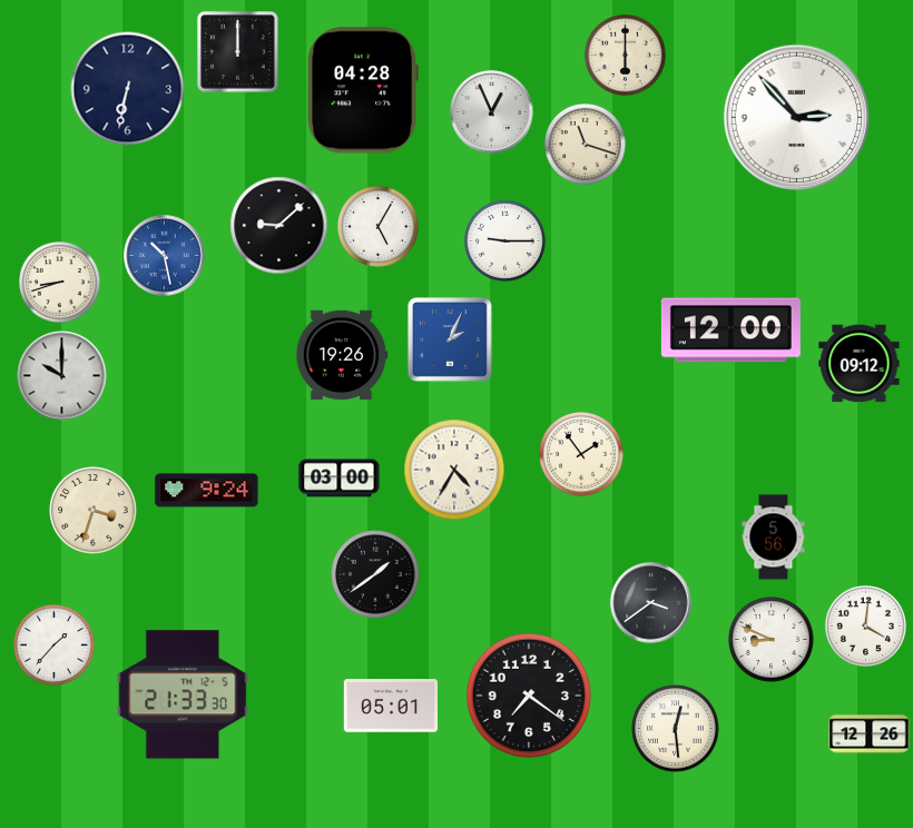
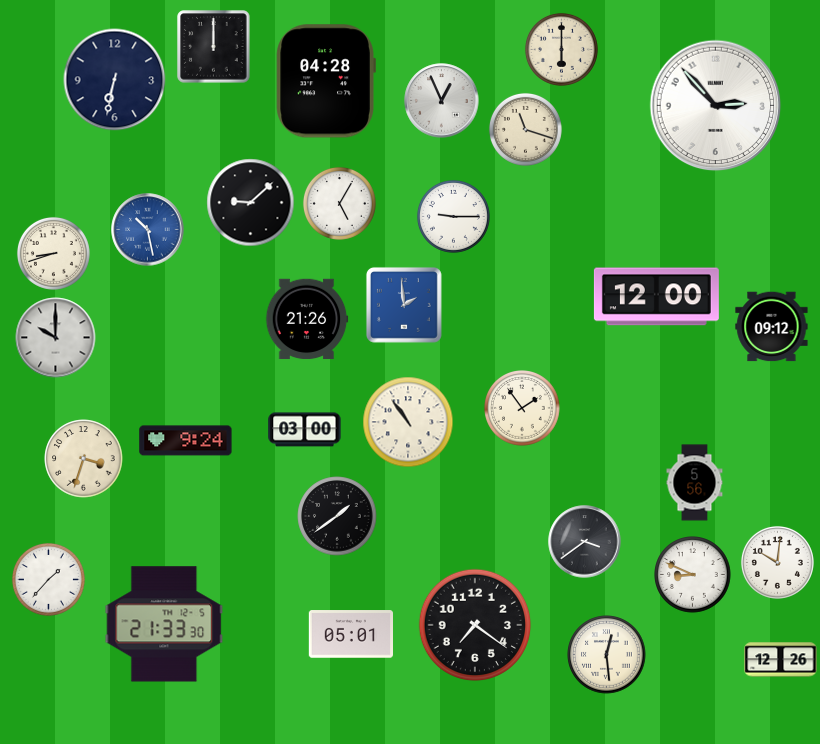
clock at (450, 339): 2:04 -> 1:59
clock at (342, 355): 19:26 -> 21:26
clock at (454, 470): 4:35 -> 10:54
clock at (865, 625): 4:01 -> 10:01
